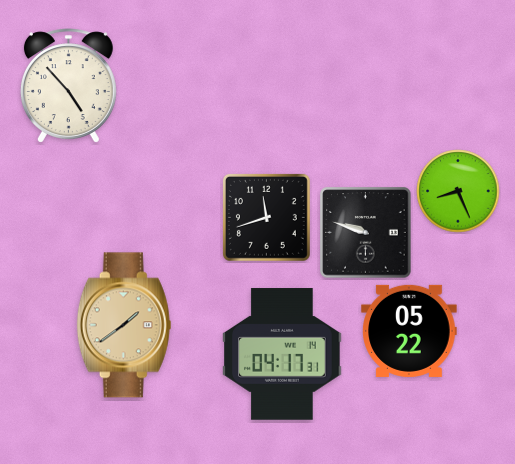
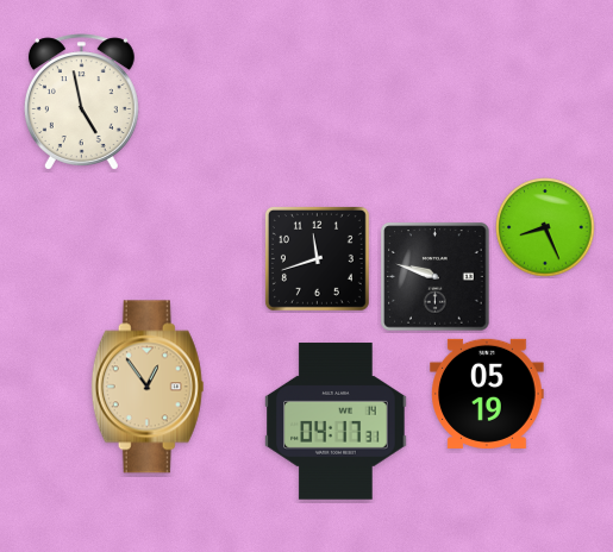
clock at (68, 86): 4:53 -> 4:58
clock at (124, 325): 1:39 -> 12:54
clock at (409, 331): 05:22 -> 05:19
